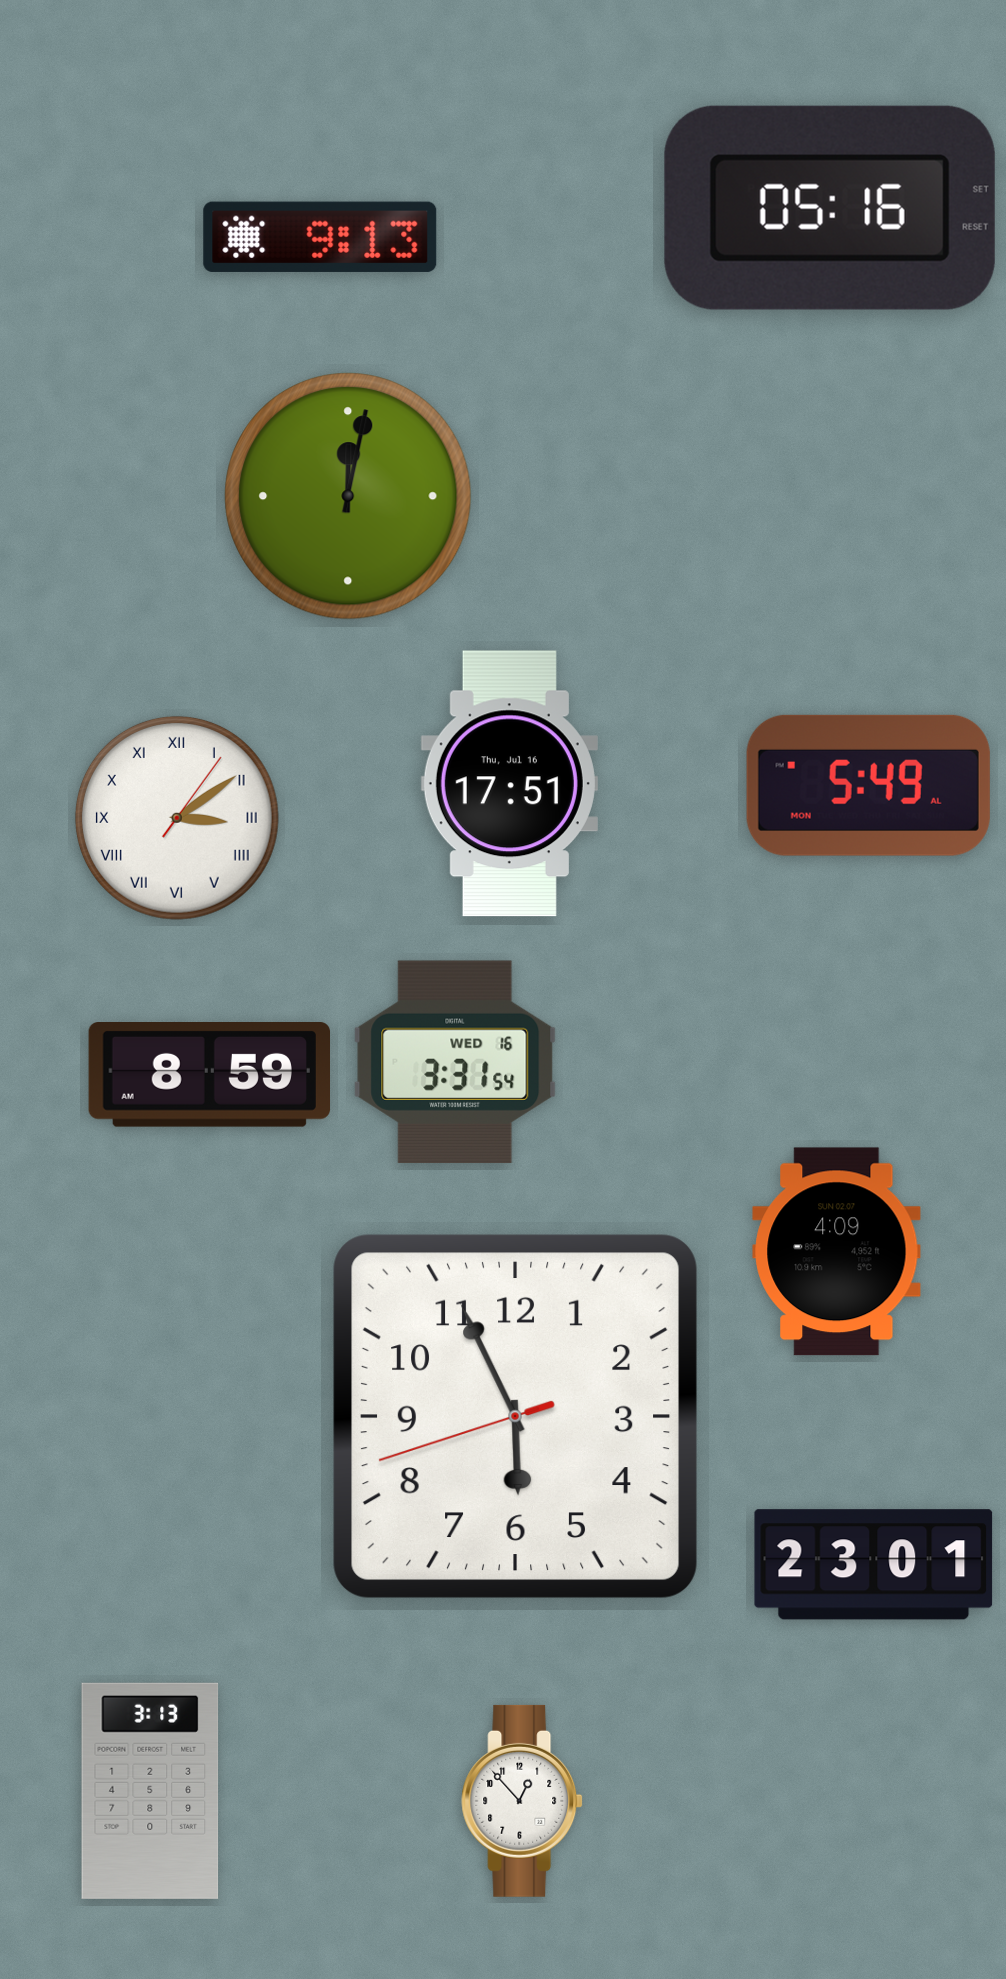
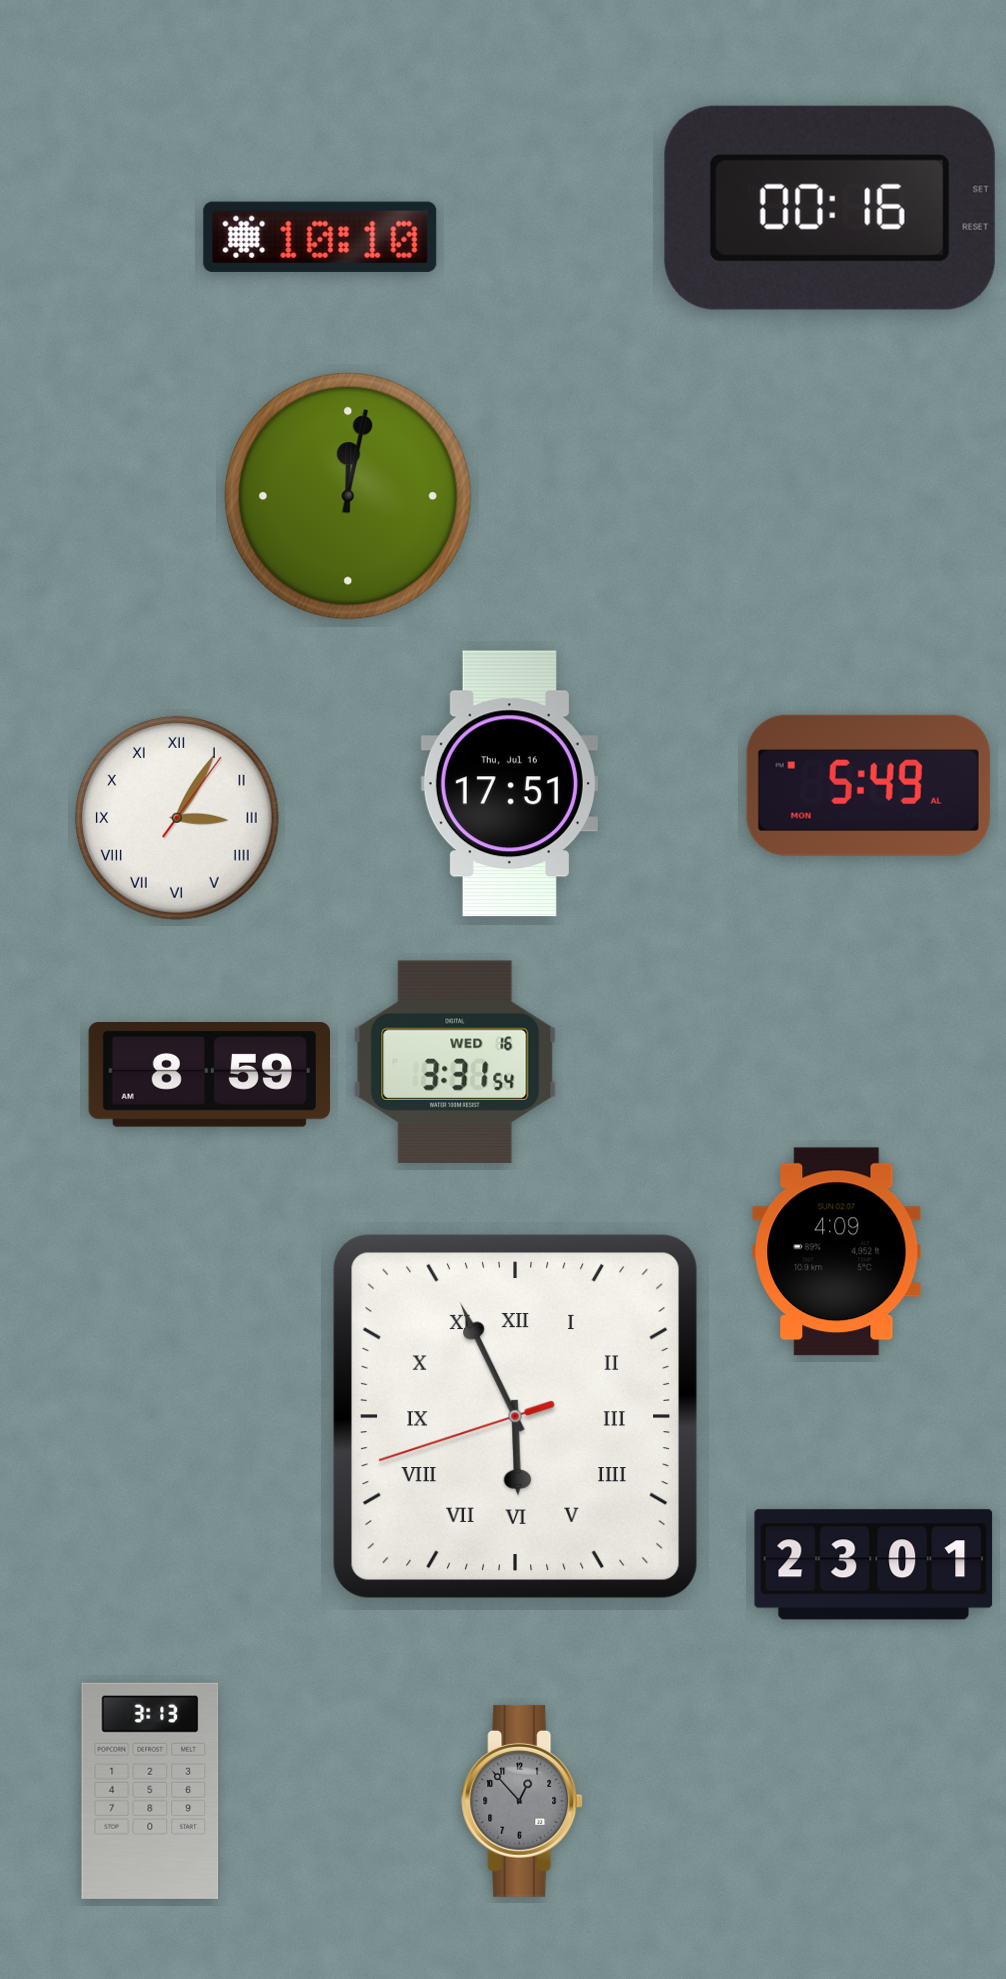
clock at (830, 208): 05:16 -> 00:16
clock at (320, 237): 9:13 -> 10:10
clock at (177, 818): 3:09 -> 3:05
clock at (516, 1417) numerals: Arabic -> Roman
clock at (522, 1801) dial: white -> grey
